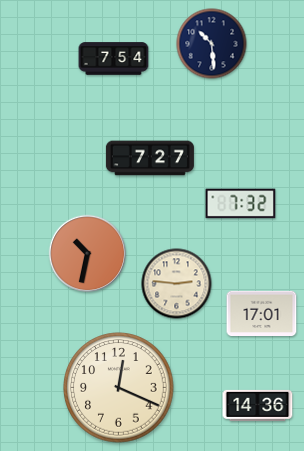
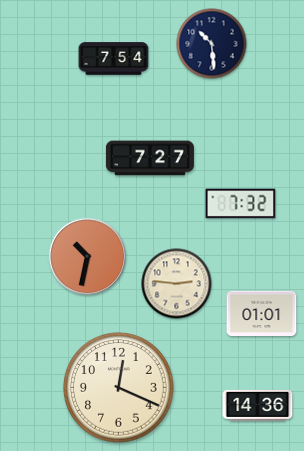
clock at (87, 253) position: (87, 253) -> (87, 256)
clock at (262, 313): 17:01 -> 01:01
